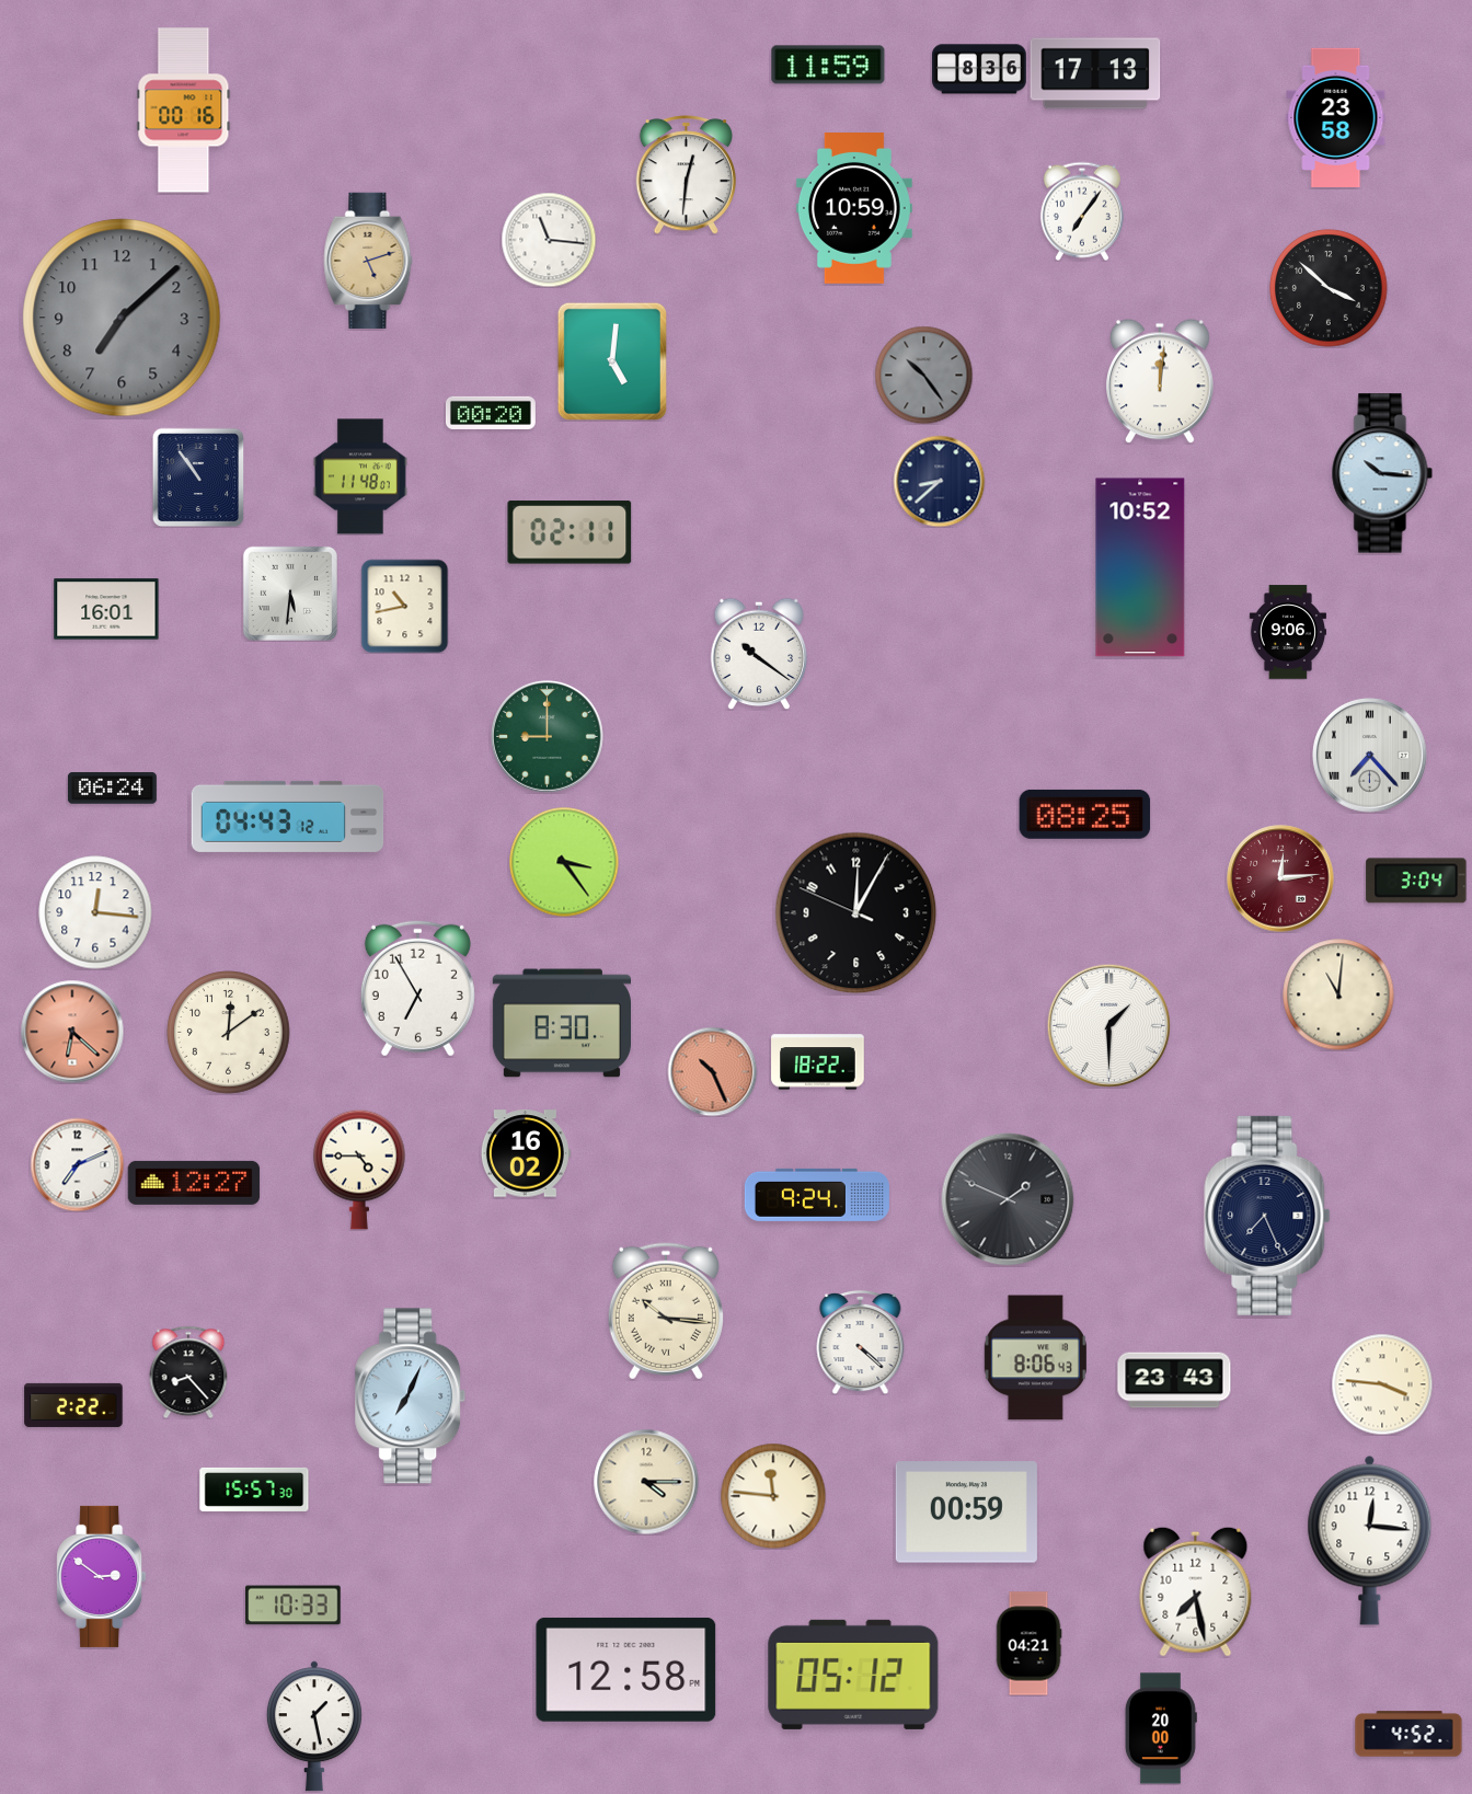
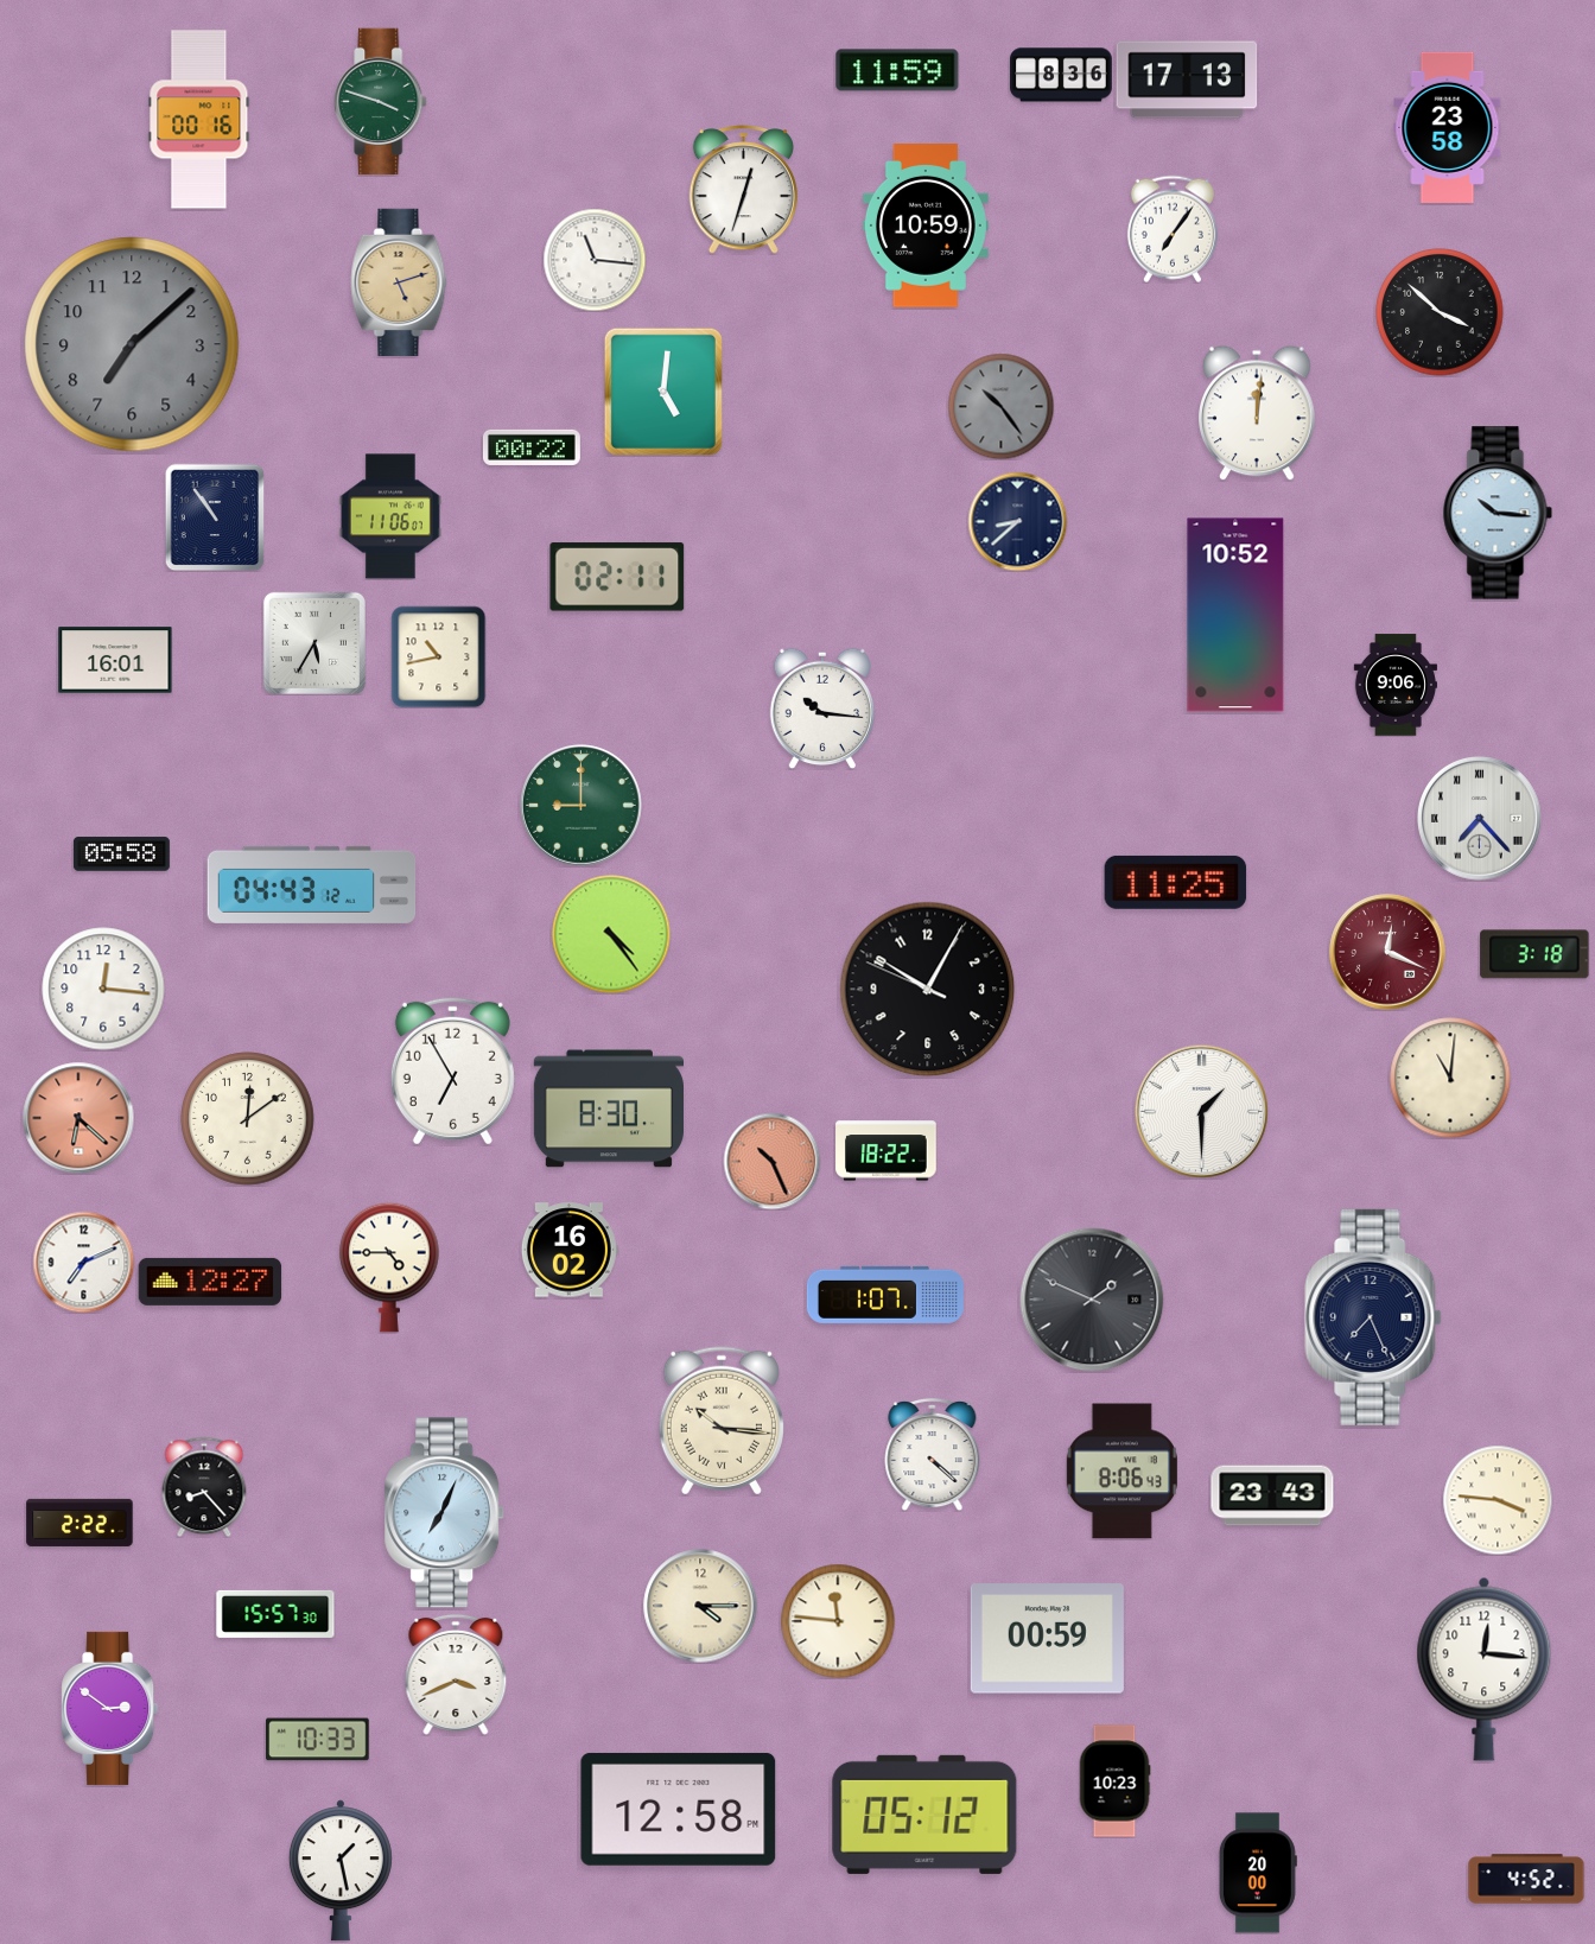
clock at (381, 102): none -> 3:48
clock at (686, 175): 12:31 -> 12:33
clock at (491, 413): 00:20 -> 00:22
clock at (360, 476): 11:48 -> 11:06
clock at (290, 594): 5:31 -> 5:35
clock at (759, 654): 10:21 -> 10:16
clock at (548, 737) position: (548, 737) -> (582, 806)
clock at (1369, 755) position: (1369, 755) -> (1479, 818)
clock at (112, 789): 06:24 -> 05:58
clock at (1085, 814): 08:25 -> 11:25
clock at (564, 862): 3:24 -> 4:24
clock at (1280, 878): 12:14 -> 12:19
clock at (1416, 881): 3:04 -> 3:18
clock at (856, 913): 12:04 -> 10:04
clock at (817, 1195): 9:24 -> 1:07
clock at (456, 1675): none -> 3:41
clock at (1196, 1591): 7:28 -> none
clock at (1028, 1644): 04:21 -> 10:23
